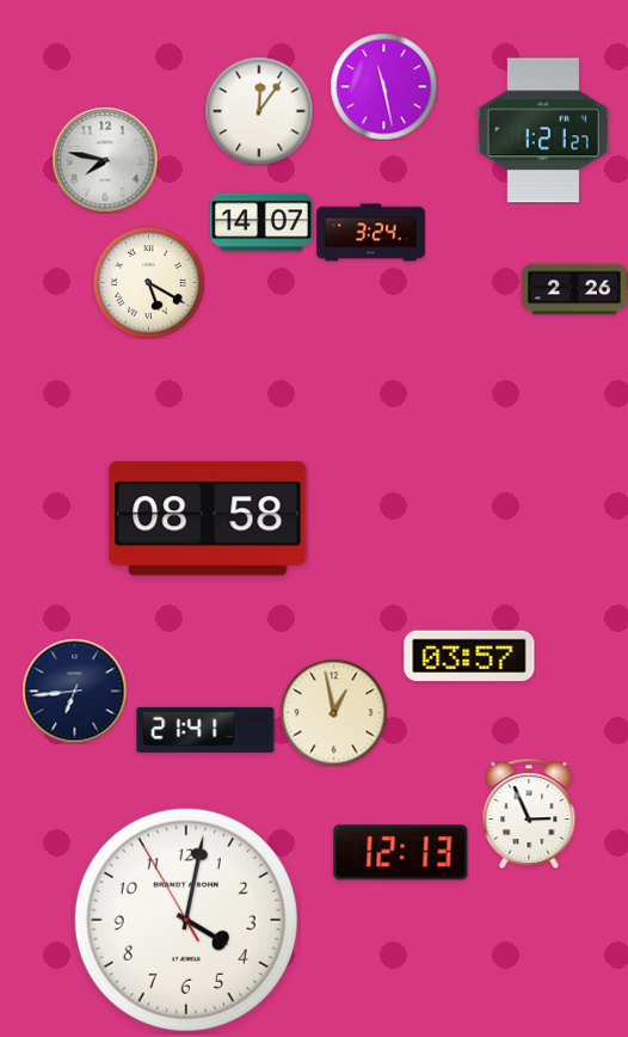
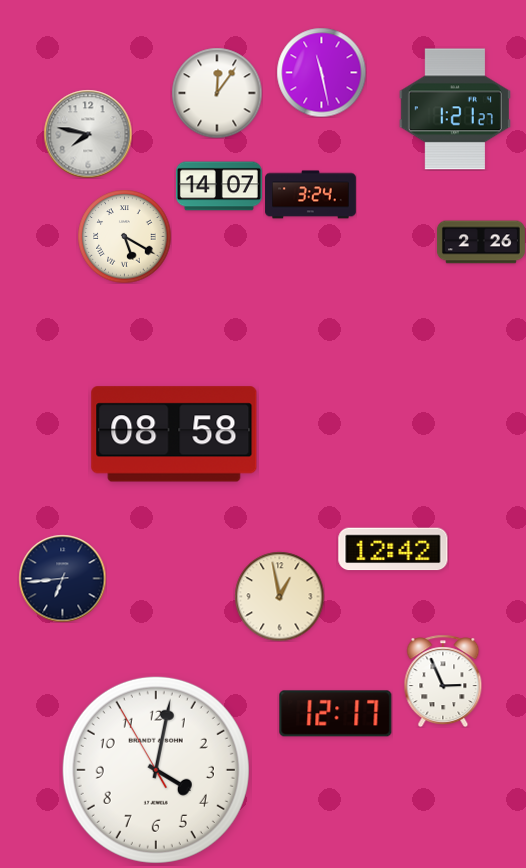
clock at (469, 656): 03:57 -> 12:42
clock at (205, 730): 21:41 -> none
clock at (401, 853): 12:13 -> 12:17
